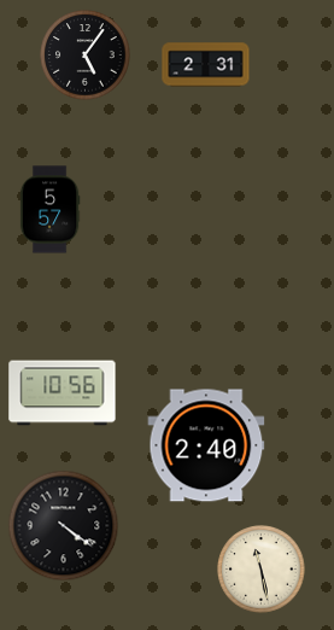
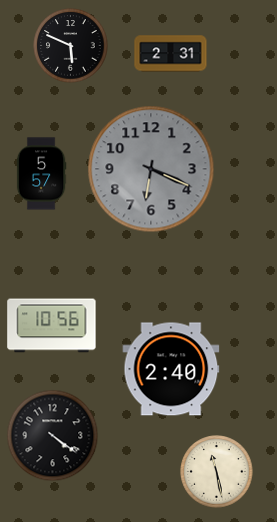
clock at (86, 56): 5:06 -> 5:49
clock at (151, 169): none -> 6:19
